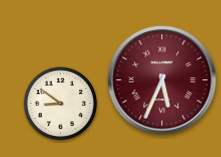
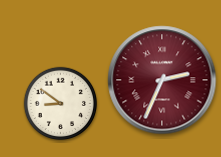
clock at (162, 80): 5:34 -> 2:34
